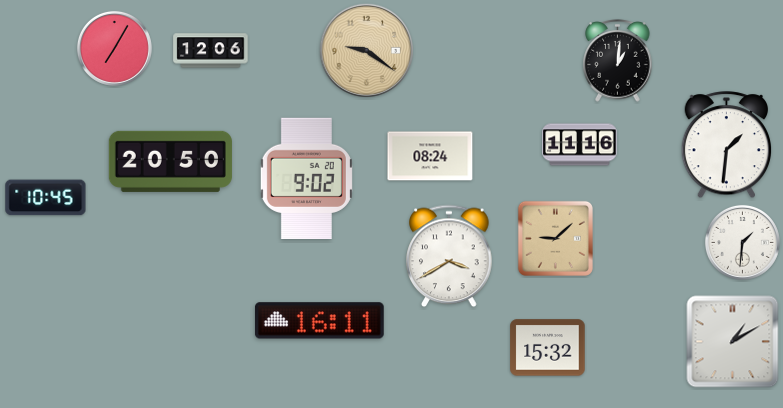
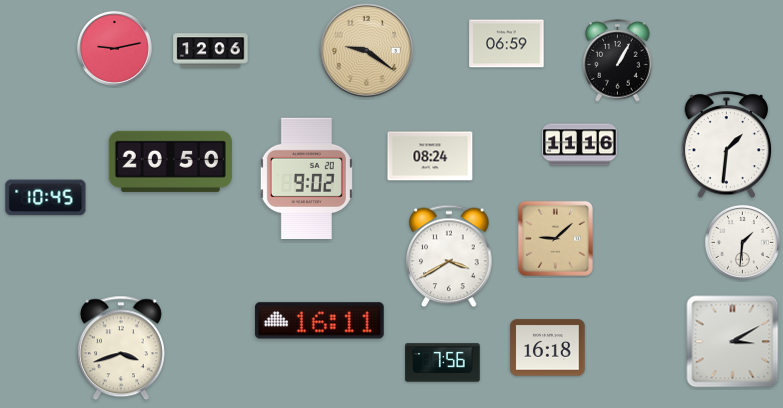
clock at (507, 44): none -> 06:59
clock at (114, 48): 7:05 -> 9:13
clock at (618, 61): 1:01 -> 1:05
clock at (733, 342): 1:10 -> 3:10
clock at (121, 348): none -> 3:42
clock at (548, 348): 15:32 -> 16:18
clock at (443, 363): none -> 7:56
